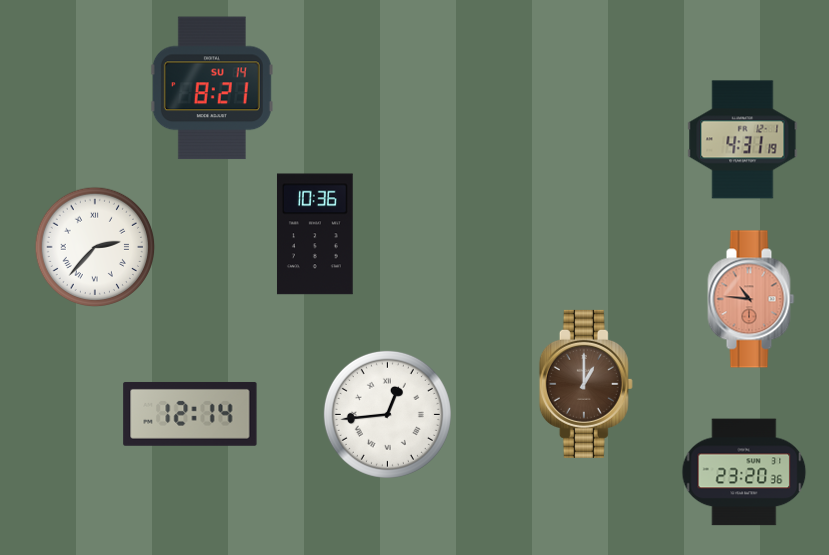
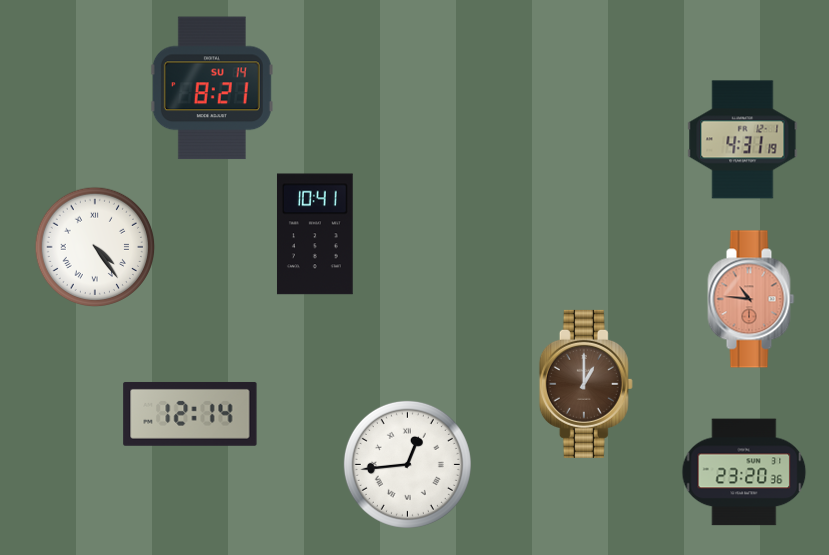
clock at (315, 234): 10:36 -> 10:41
clock at (95, 247): 2:37 -> 4:24
clock at (387, 414) position: (387, 414) -> (407, 464)
